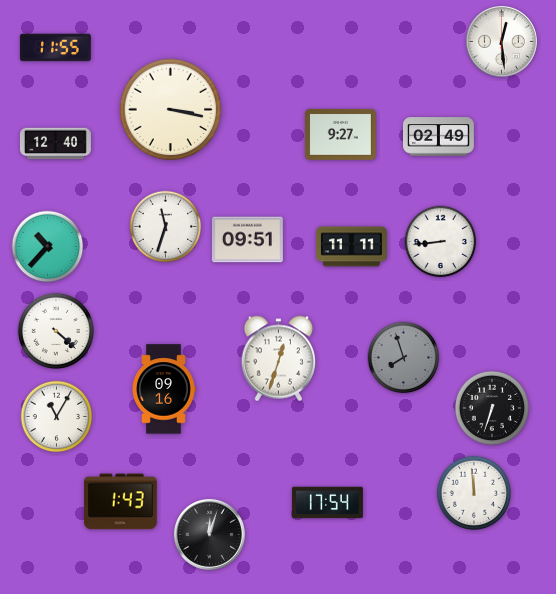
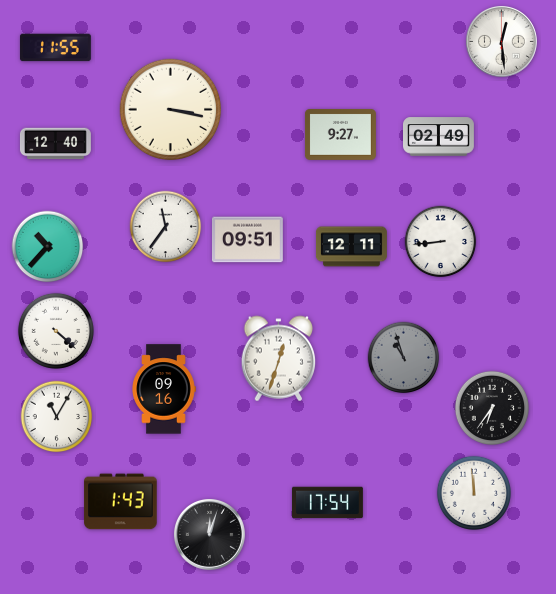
clock at (166, 227): 11:33 -> 11:36
clock at (351, 247): 11:11 -> 12:11
clock at (404, 358): 7:57 -> 10:57
clock at (491, 407): 6:33 -> 6:36
